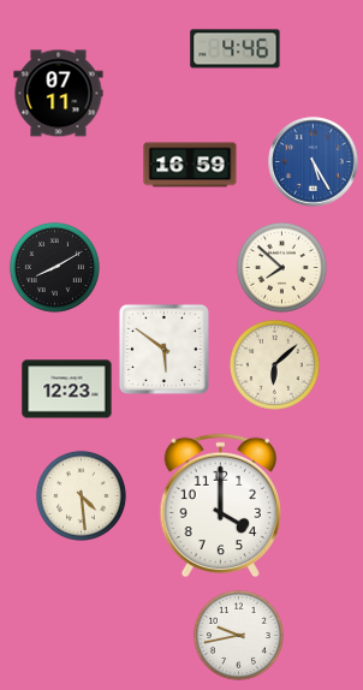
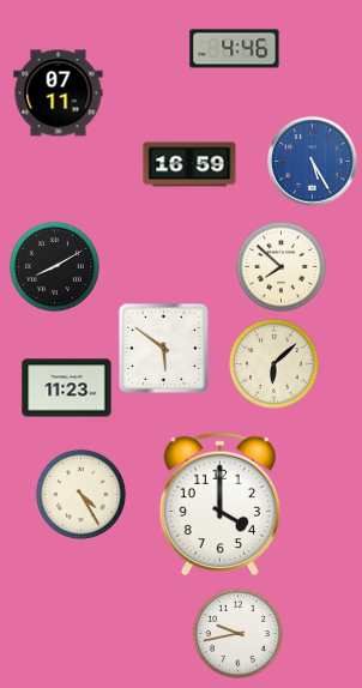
clock at (67, 389): 12:23 -> 11:23
clock at (81, 495): 4:29 -> 4:25
